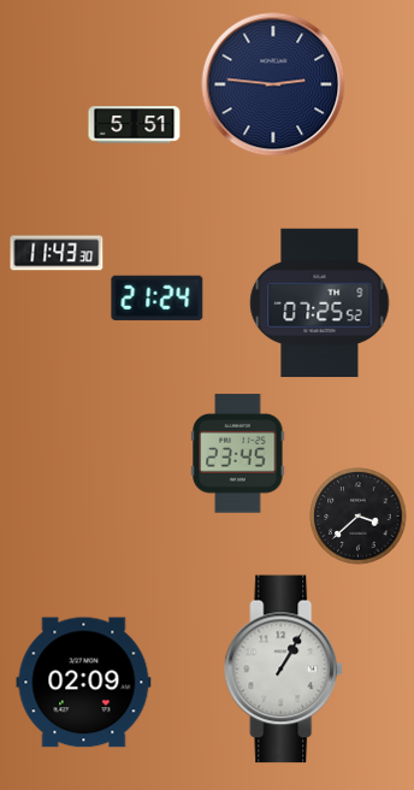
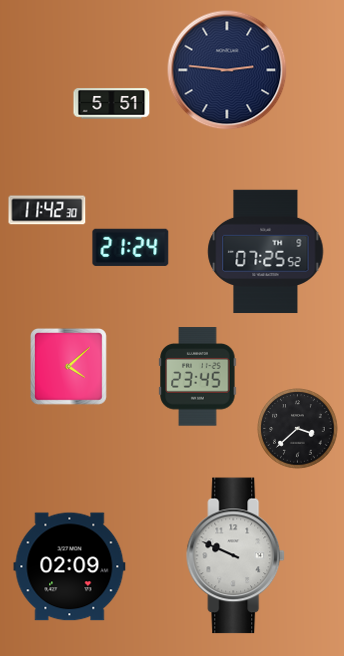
clock at (57, 253): 11:43 -> 11:42
clock at (69, 367): none -> 4:08
clock at (284, 670): 1:05 -> 9:49
